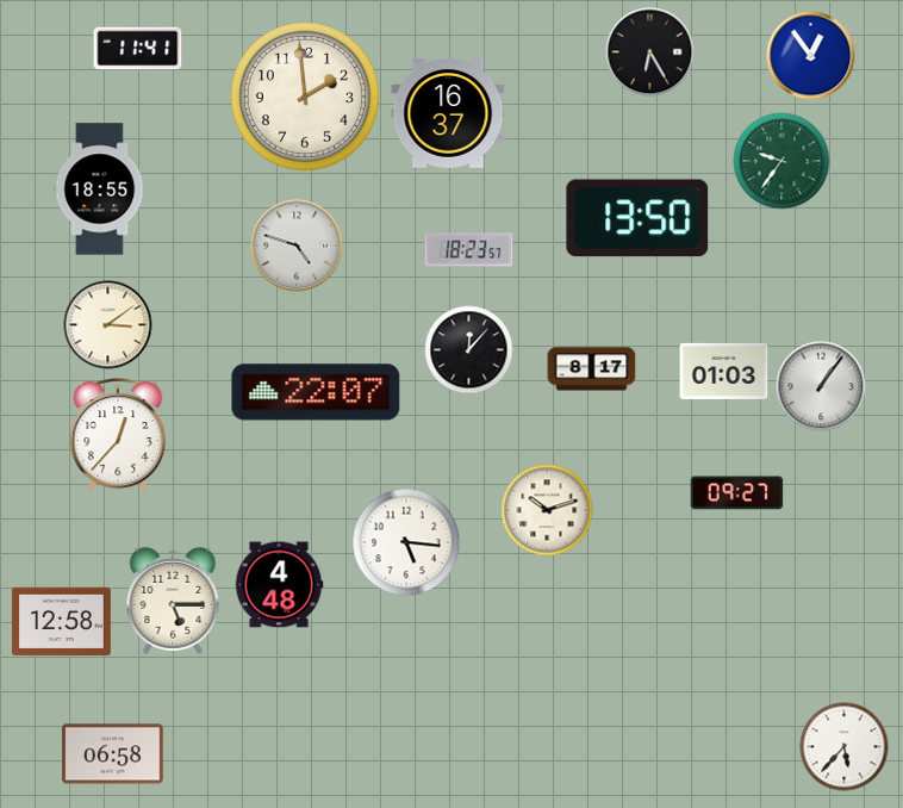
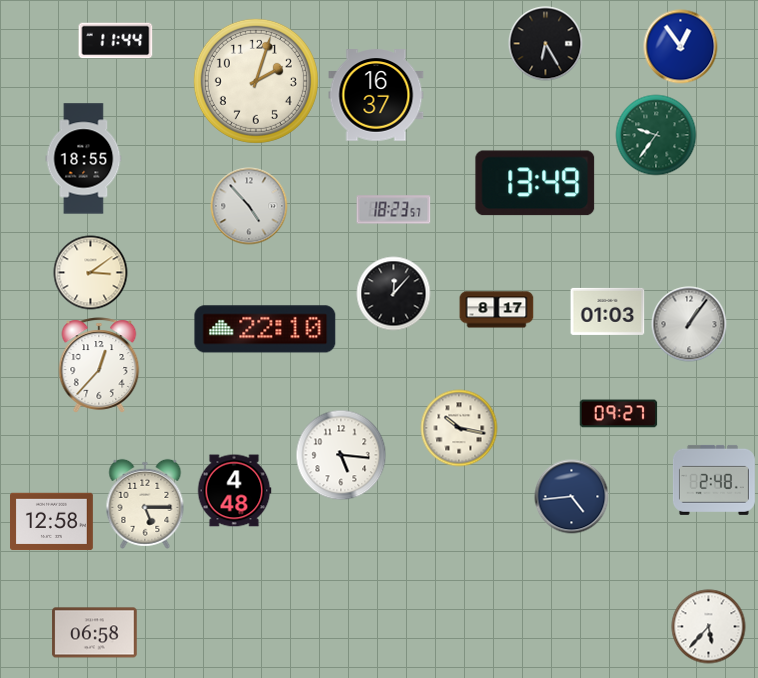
clock at (138, 49): 11:41 -> 11:44
clock at (305, 97): 1:59 -> 2:03
clock at (637, 218): 13:50 -> 13:49
clock at (297, 245): 4:48 -> 4:53
clock at (316, 392): 22:07 -> 22:10
clock at (547, 510): 10:12 -> 10:17
clock at (714, 480): none -> 2:48
clock at (572, 497): none -> 4:44
